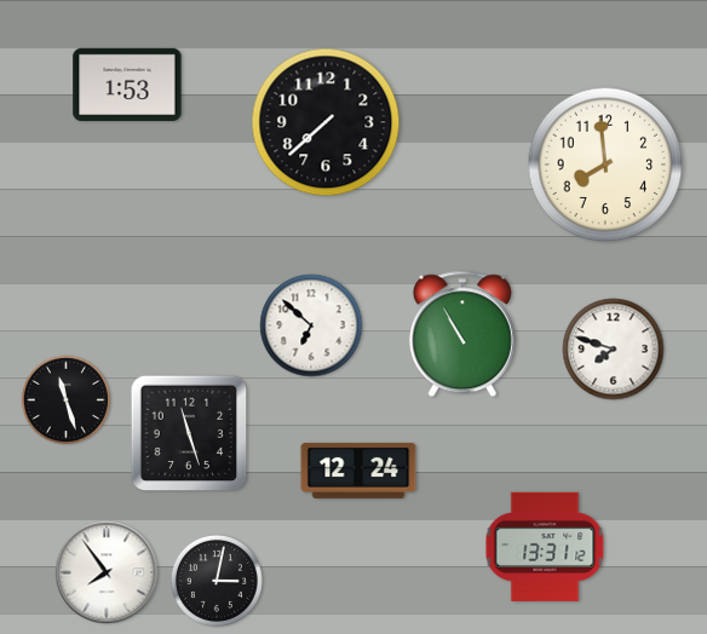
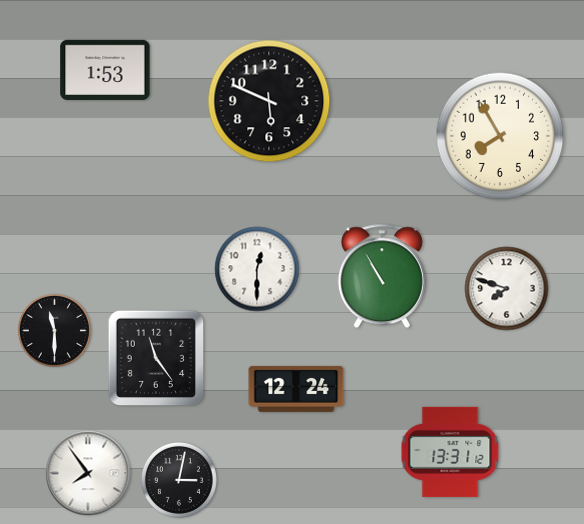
clock at (326, 122): 7:38 -> 5:49
clock at (605, 165): 7:59 -> 7:55
clock at (311, 325): 6:52 -> 12:30
clock at (65, 399): 11:27 -> 11:30
clock at (189, 433): 11:27 -> 11:24
